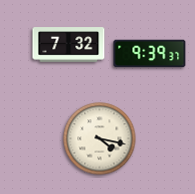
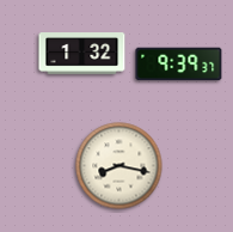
clock at (69, 45): 7:32 -> 1:32
clock at (100, 139): 4:17 -> 8:17
